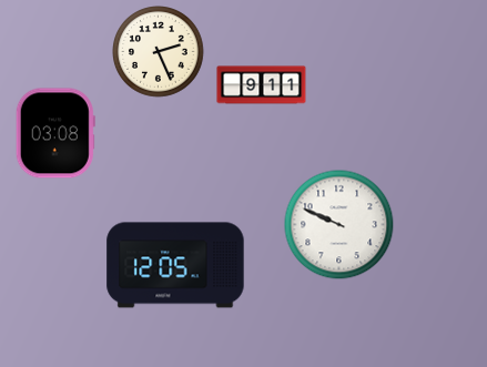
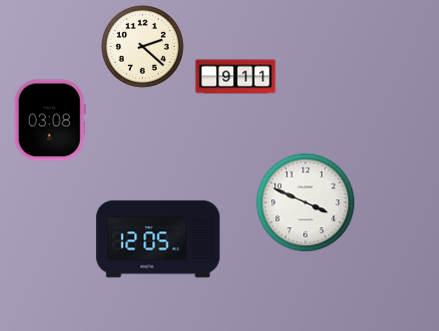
clock at (159, 52): 2:26 -> 2:22
clock at (339, 225): 9:49 -> 3:49
